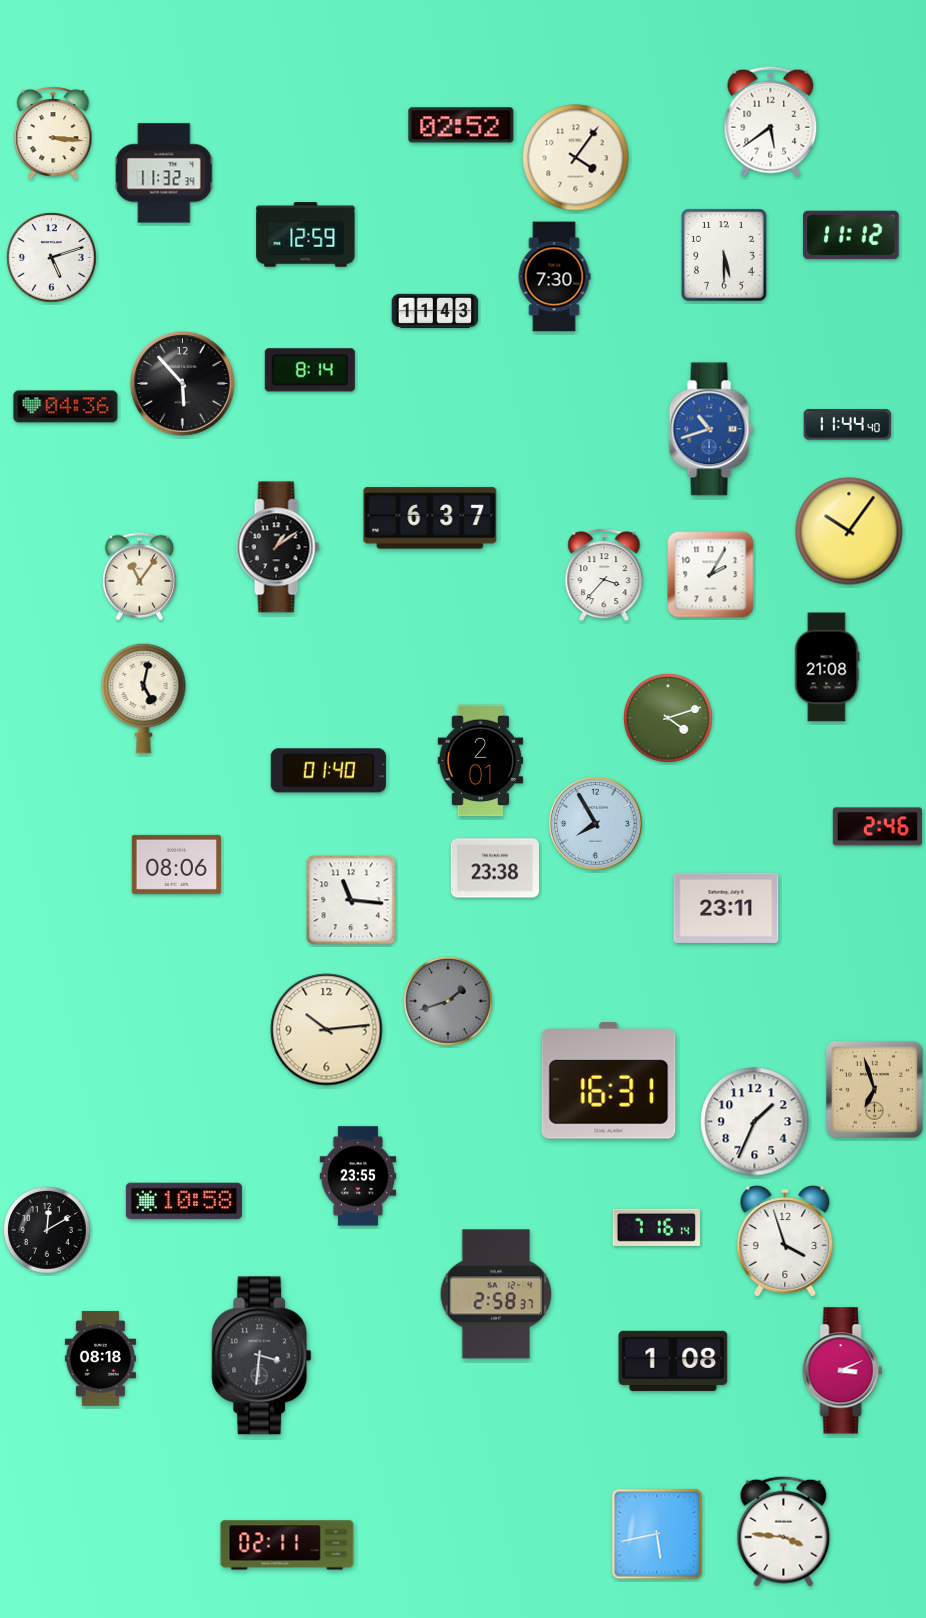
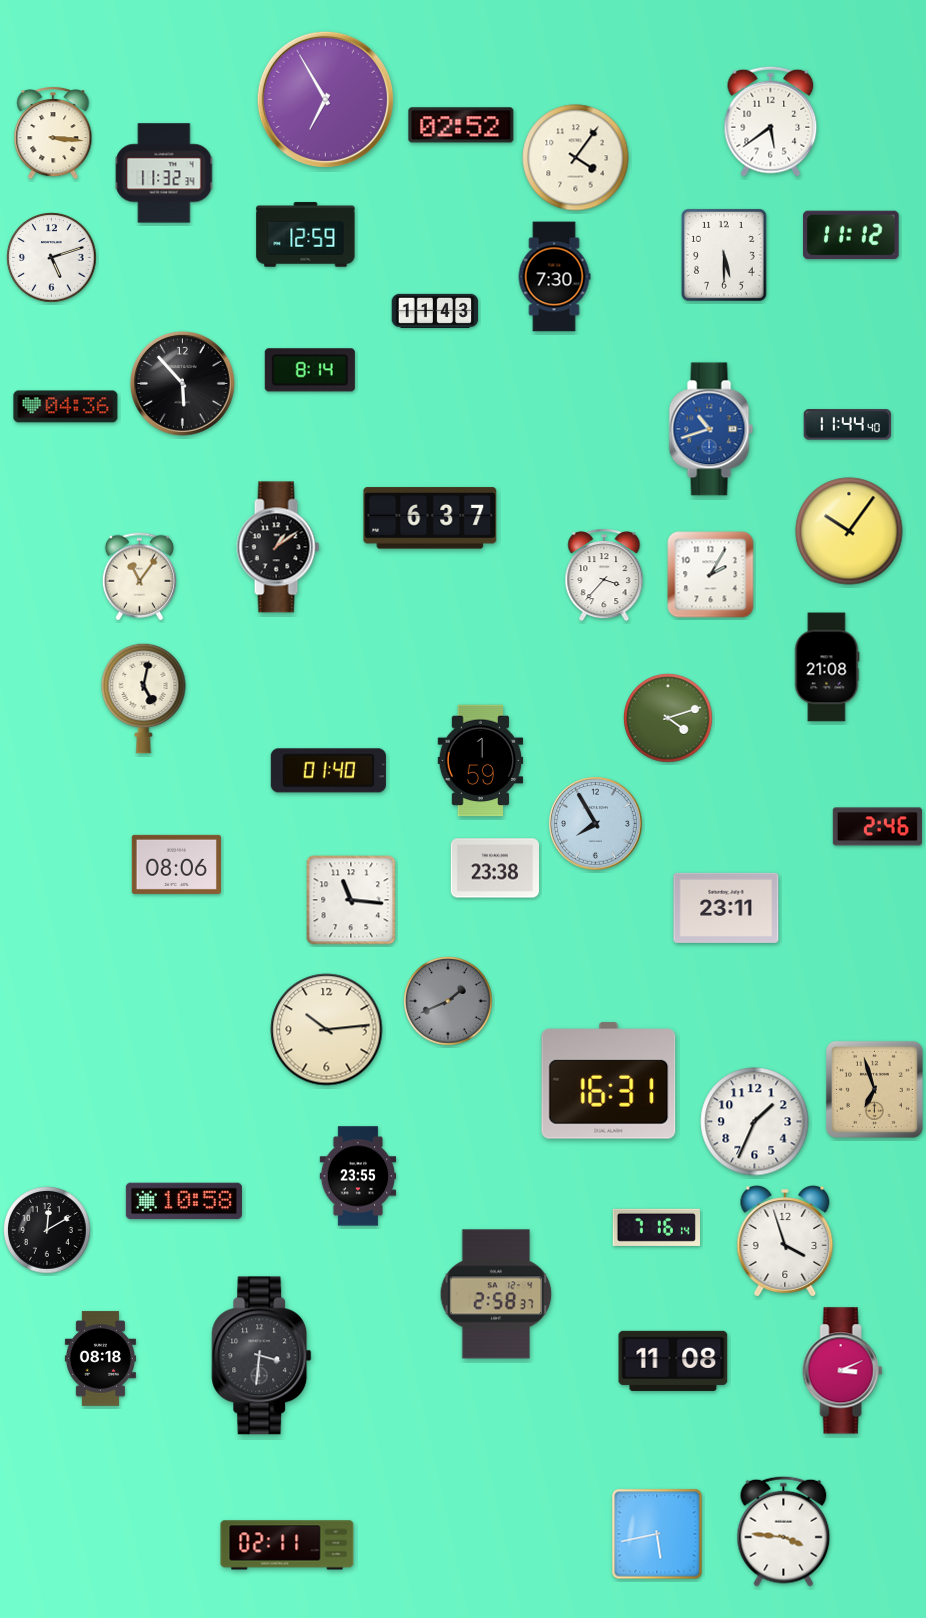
clock at (325, 99): none -> 6:55
clock at (481, 761): 2:01 -> 1:59
clock at (448, 1001): 1:42 -> 1:41
clock at (673, 1361): 1:08 -> 11:08
